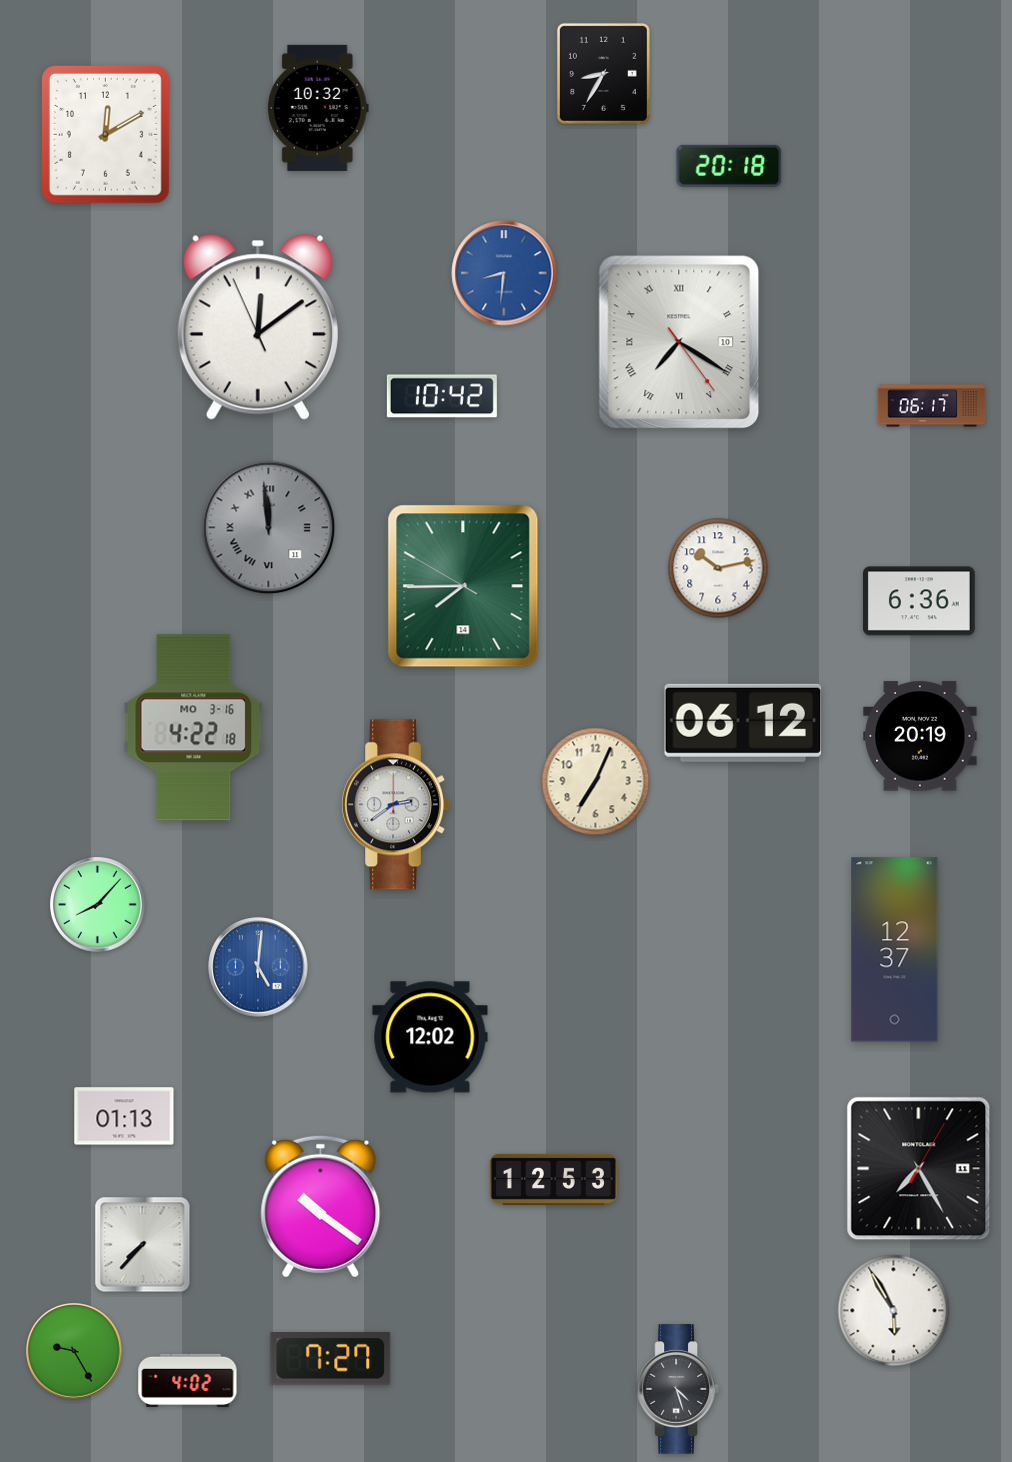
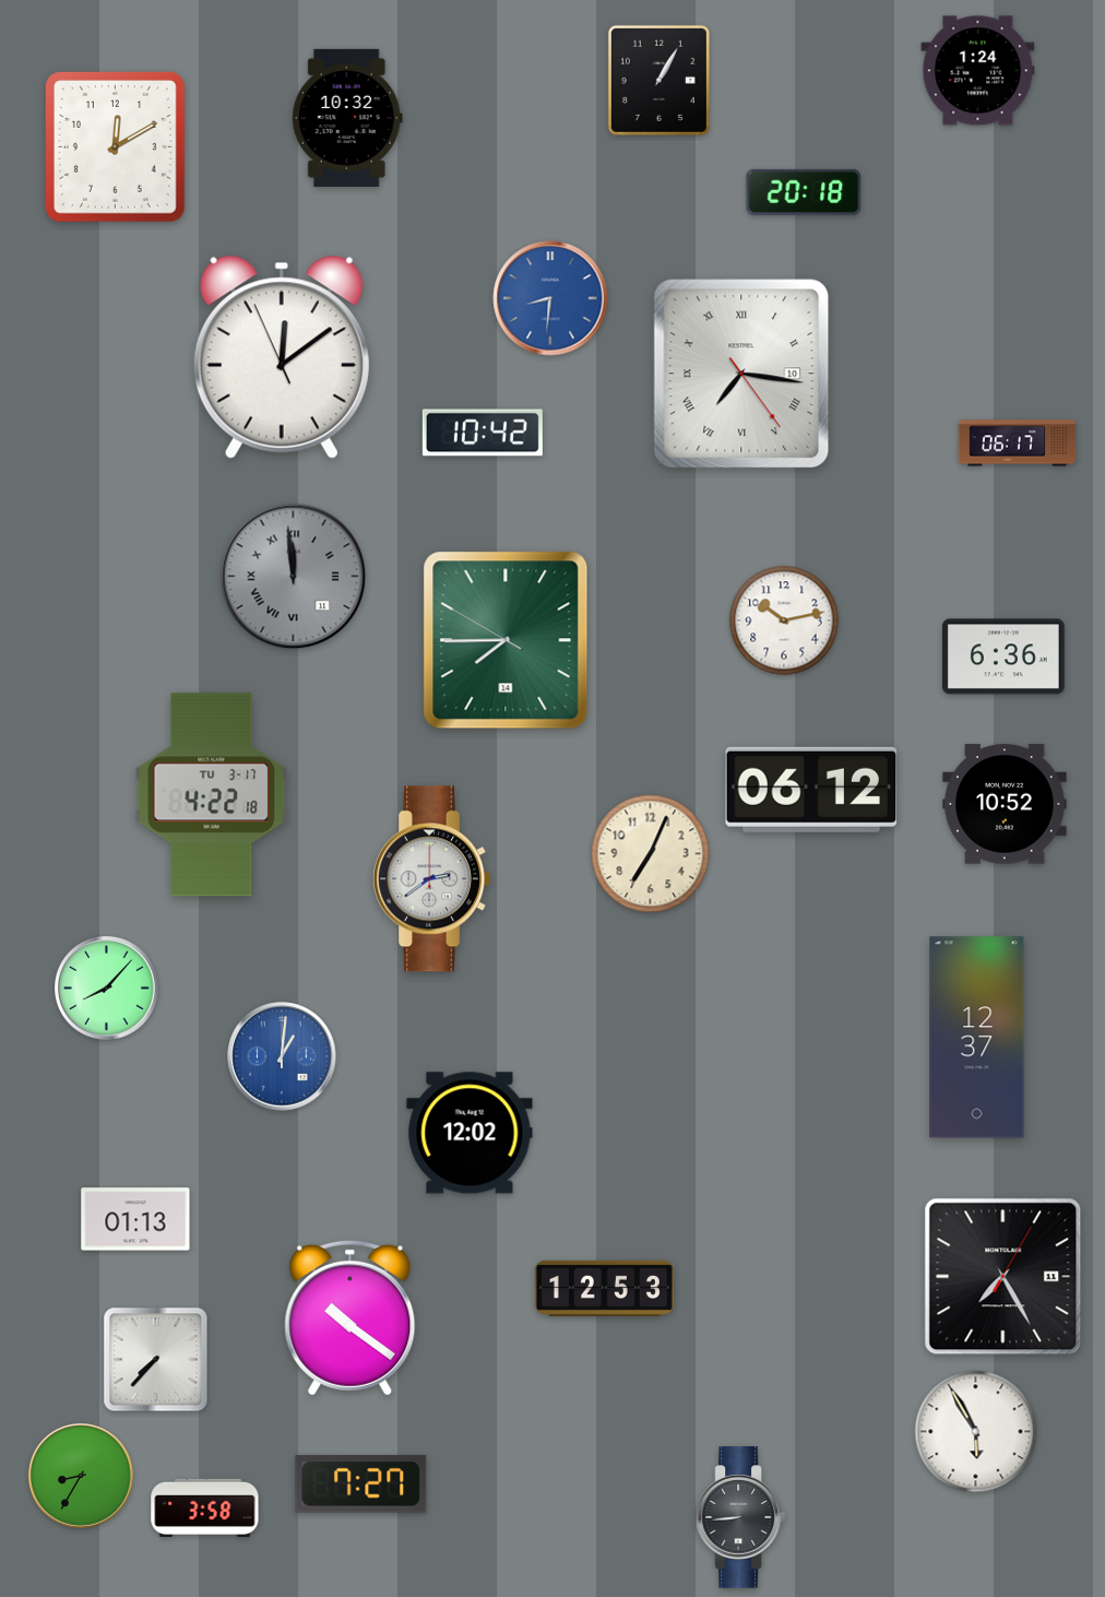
clock at (978, 71): none -> 1:24
clock at (603, 73): 8:35 -> 1:05
clock at (729, 166) position: (729, 166) -> (804, 192)
clock at (679, 342): 7:20 -> 7:16
clock at (194, 728) date: MO 3-16 -> TU 3-17
clock at (920, 736): 20:19 -> 10:52
clock at (258, 967): 5:01 -> 1:01
clock at (75, 1352): 9:25 -> 8:35
clock at (188, 1380): 4:02 -> 3:58
clock at (678, 1389): 4:27 -> 8:44
